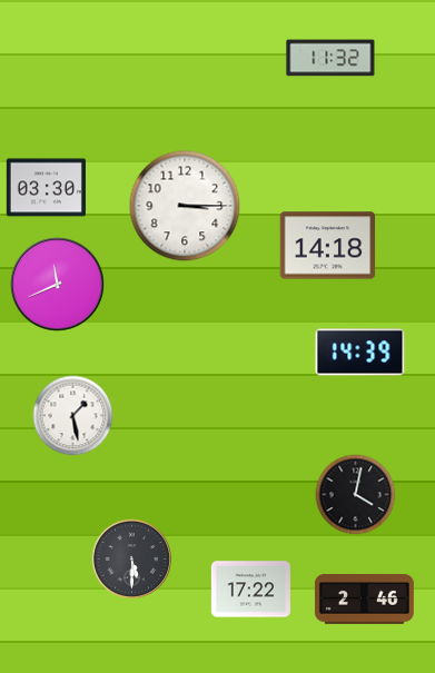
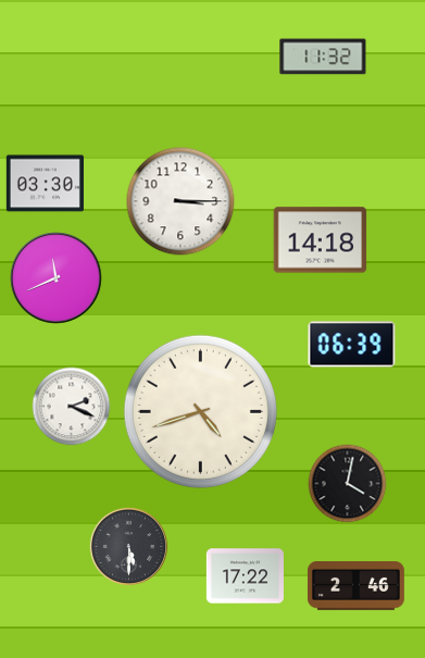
clock at (360, 353): 14:39 -> 06:39
clock at (73, 416): 1:28 -> 2:19
clock at (200, 411): none -> 4:42
